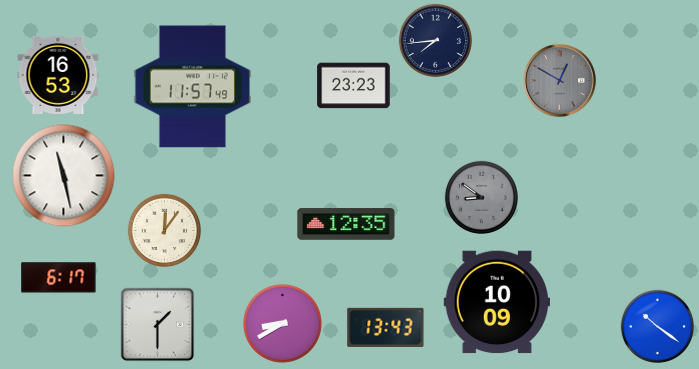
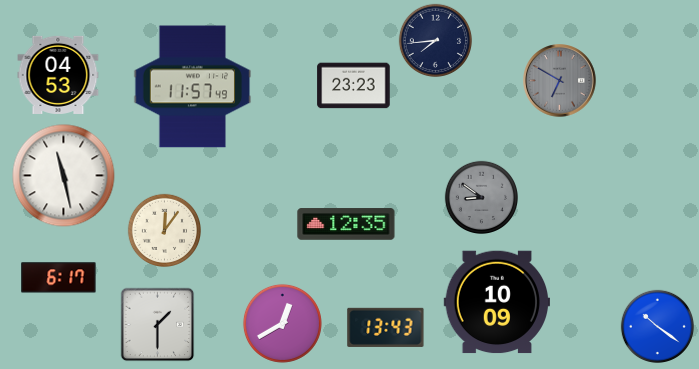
clock at (58, 75): 16:53 -> 04:53
clock at (560, 81): 12:50 -> 6:50
clock at (282, 323): 8:40 -> 12:40
